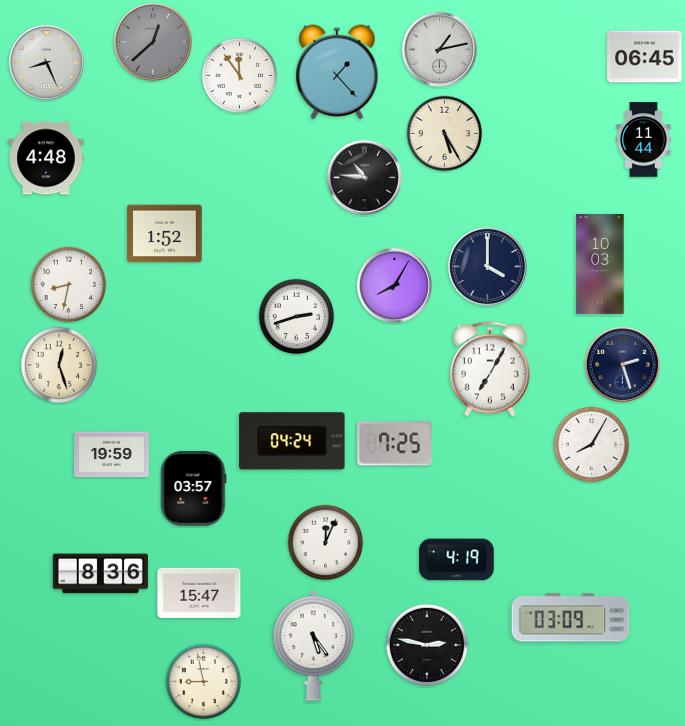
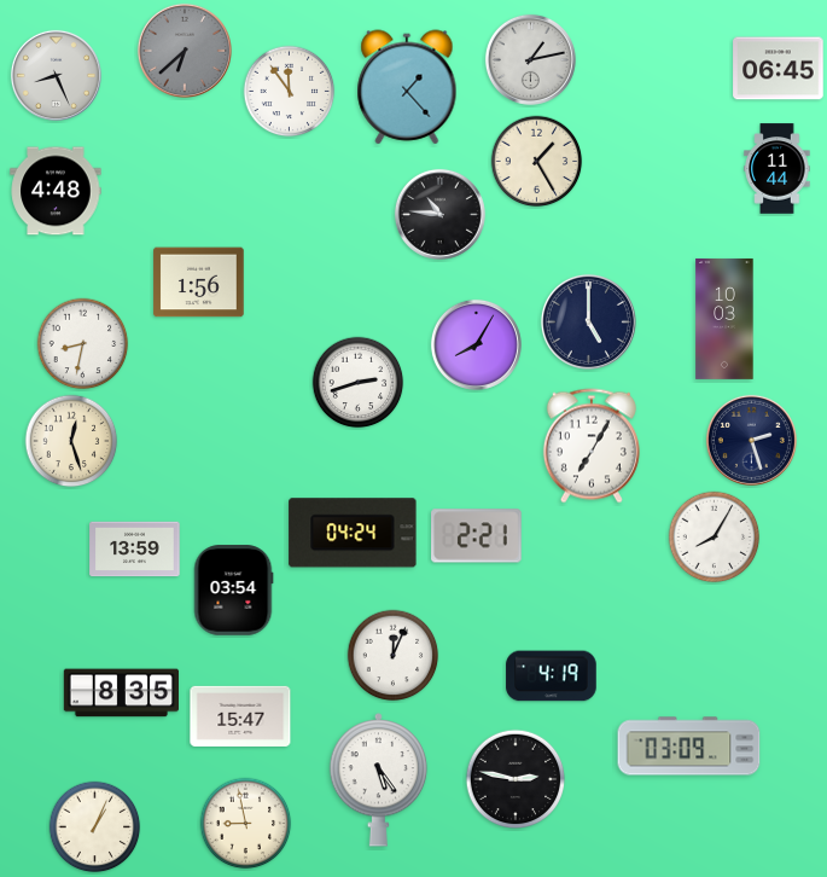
clock at (153, 42): 12:38 -> 6:38
clock at (445, 134): 5:25 -> 1:25
clock at (165, 234): 1:52 -> 1:56
clock at (487, 266): 4:00 -> 5:00
clock at (395, 444): 7:25 -> 2:21
clock at (112, 455): 19:59 -> 13:59
clock at (193, 489): 03:57 -> 03:54
clock at (100, 574): 8:36 -> 8:35
clock at (95, 827): none -> 1:04
